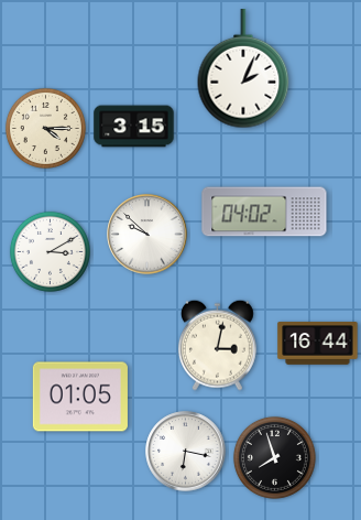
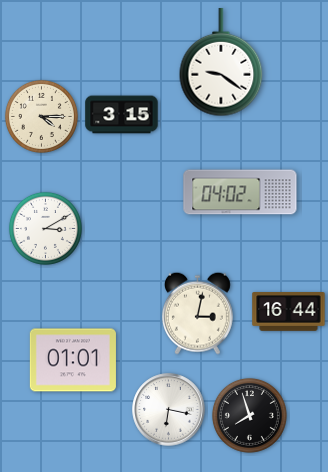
clock at (243, 68): 2:04 -> 9:21
clock at (147, 235): 9:52 -> none
clock at (80, 397): 01:05 -> 01:01
